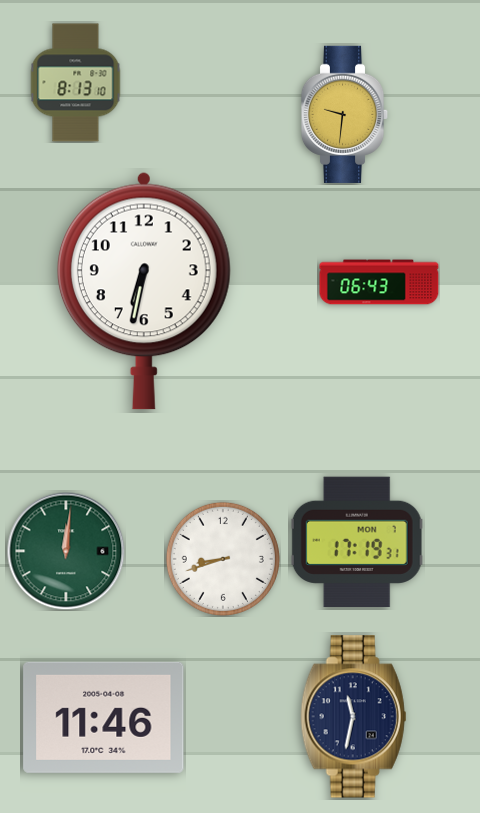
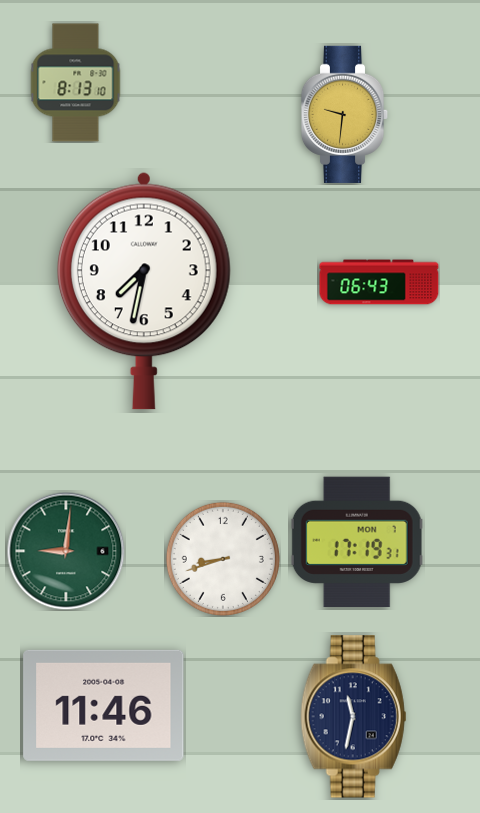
clock at (144, 291): 6:32 -> 7:32
clock at (66, 551): 12:01 -> 9:01
clock at (104, 717) position: (104, 717) -> (104, 705)
